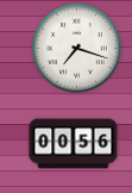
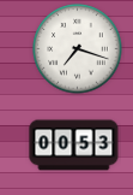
clock at (74, 144): 00:56 -> 00:53
